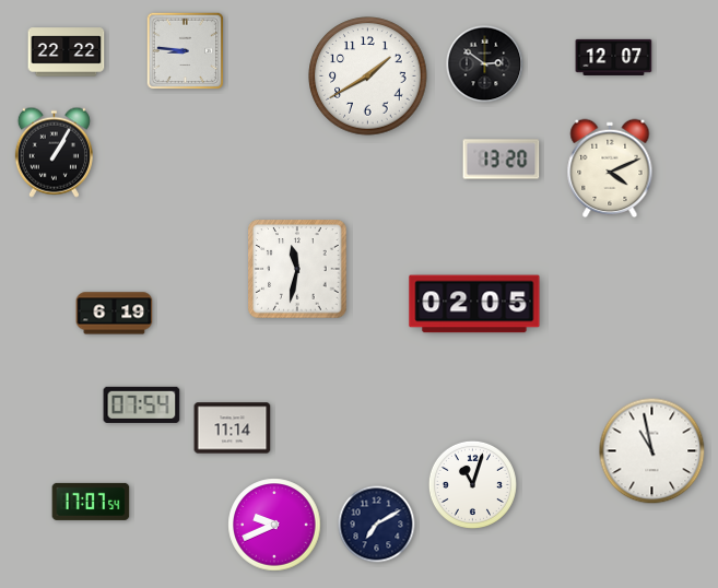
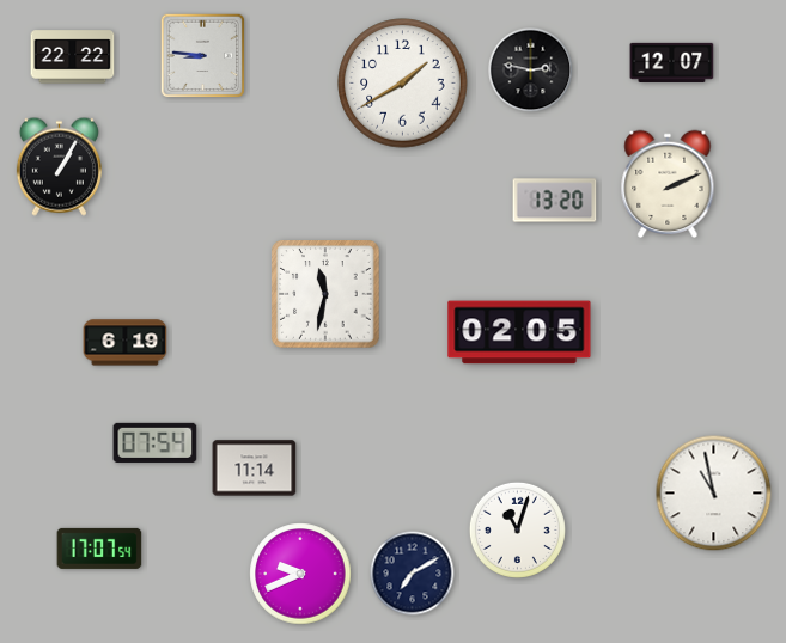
clock at (485, 64): 2:51 -> 2:47
clock at (502, 160) position: (502, 160) -> (555, 201)
clock at (610, 167): 4:11 -> 2:11
